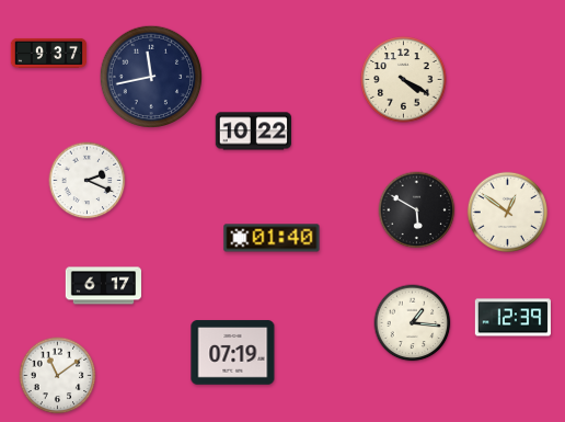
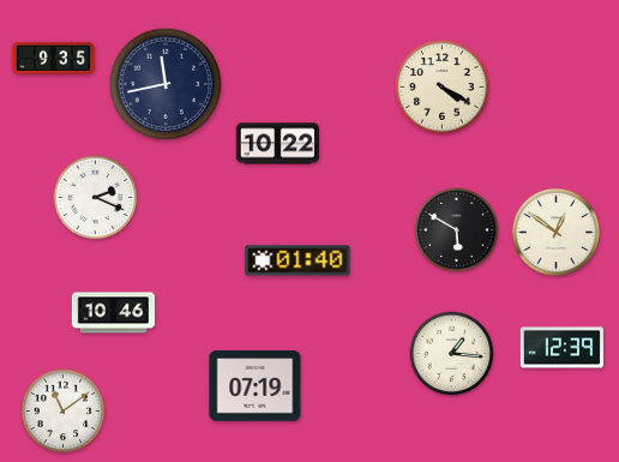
clock at (49, 53): 9:37 -> 9:35
clock at (104, 286): 6:17 -> 10:46
